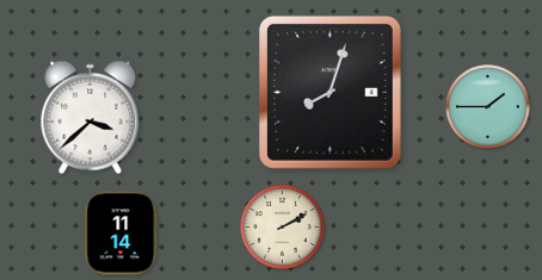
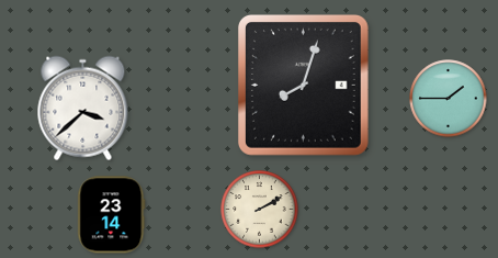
clock at (122, 234): 11:14 -> 23:14
